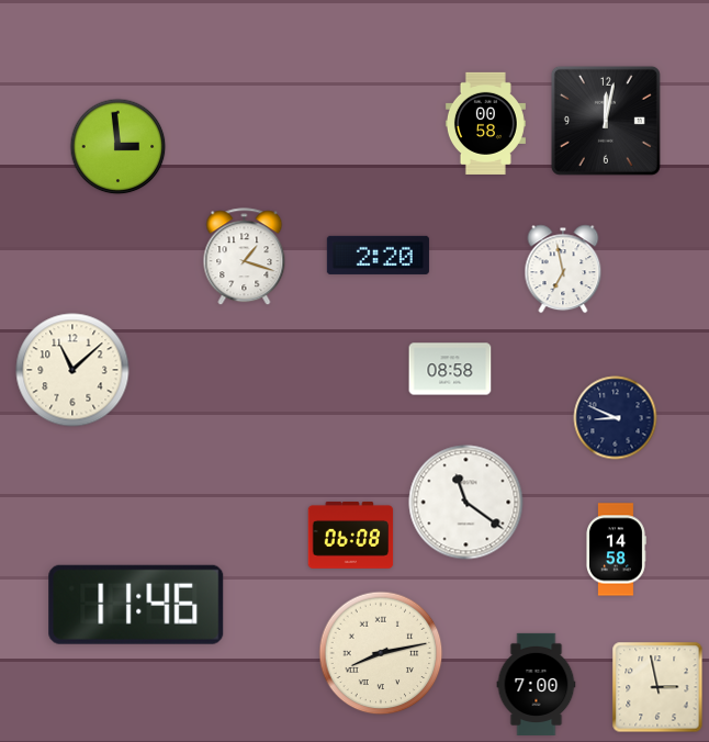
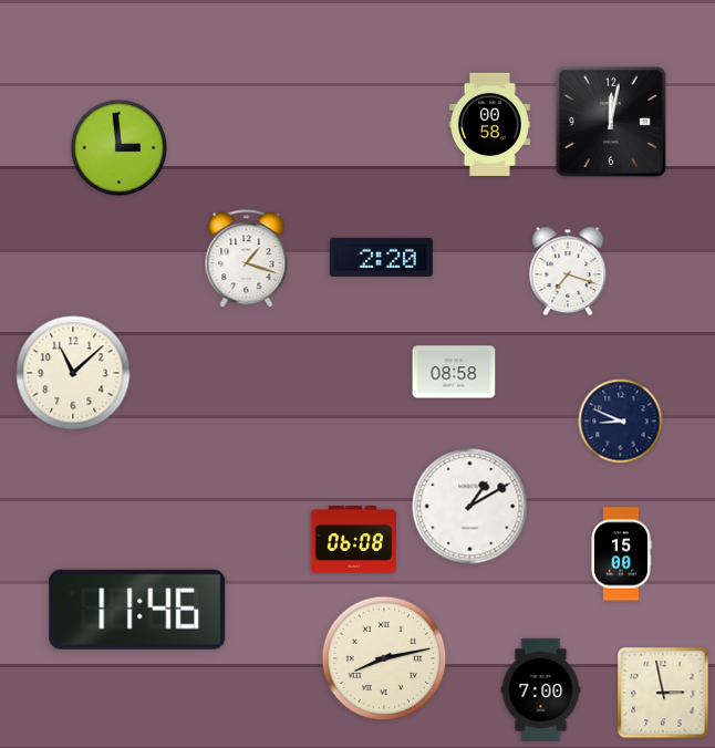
clock at (563, 269): 6:58 -> 7:18
clock at (466, 503): 11:21 -> 1:10
clock at (617, 550): 14:58 -> 15:00
